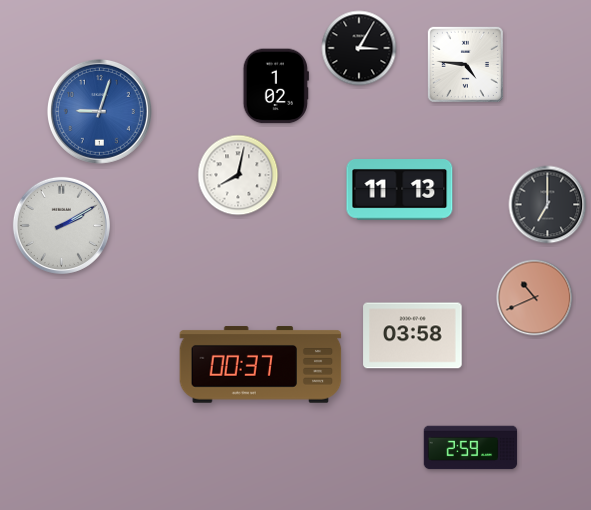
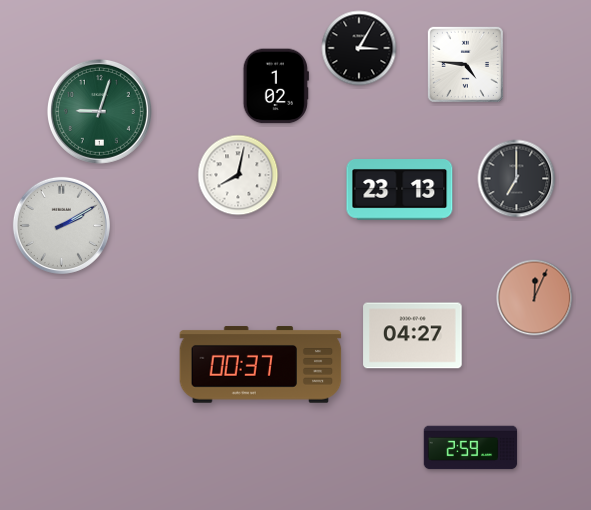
clock at (99, 111) dial: blue -> green
clock at (400, 190): 11:13 -> 23:13
clock at (548, 205) position: (548, 205) -> (517, 179)
clock at (535, 298): 10:41 -> 12:04
clock at (413, 336): 03:58 -> 04:27
